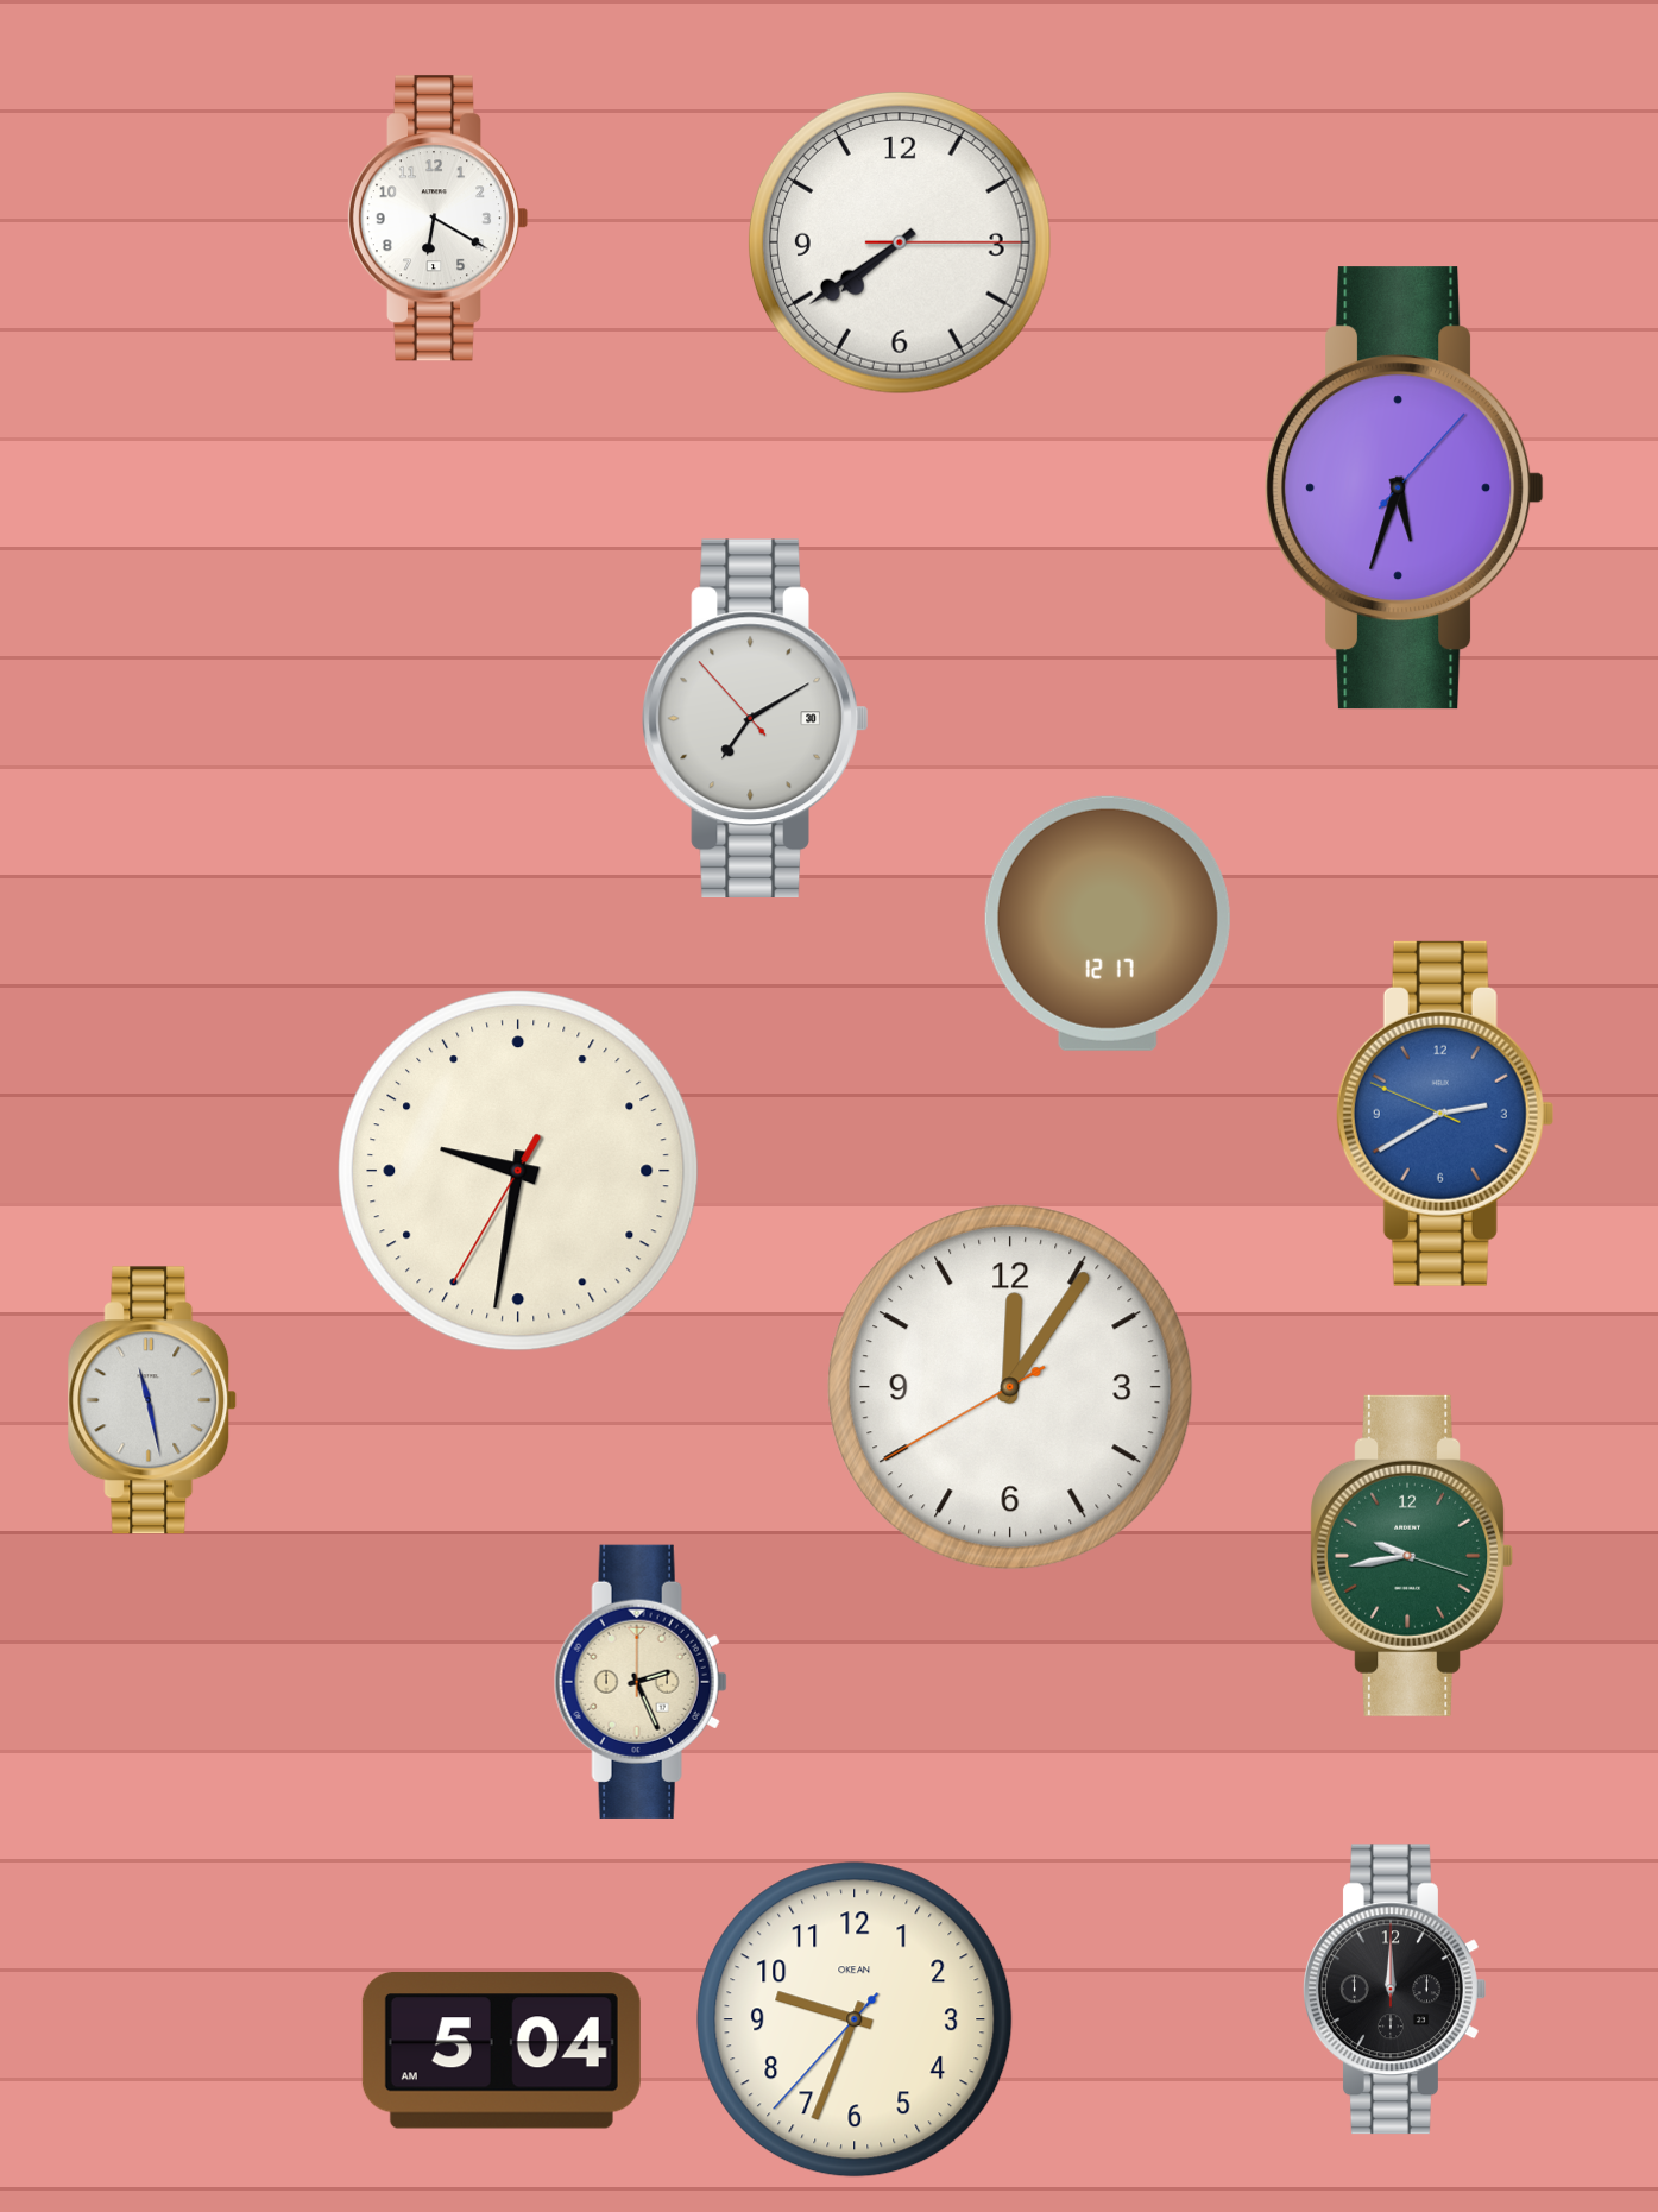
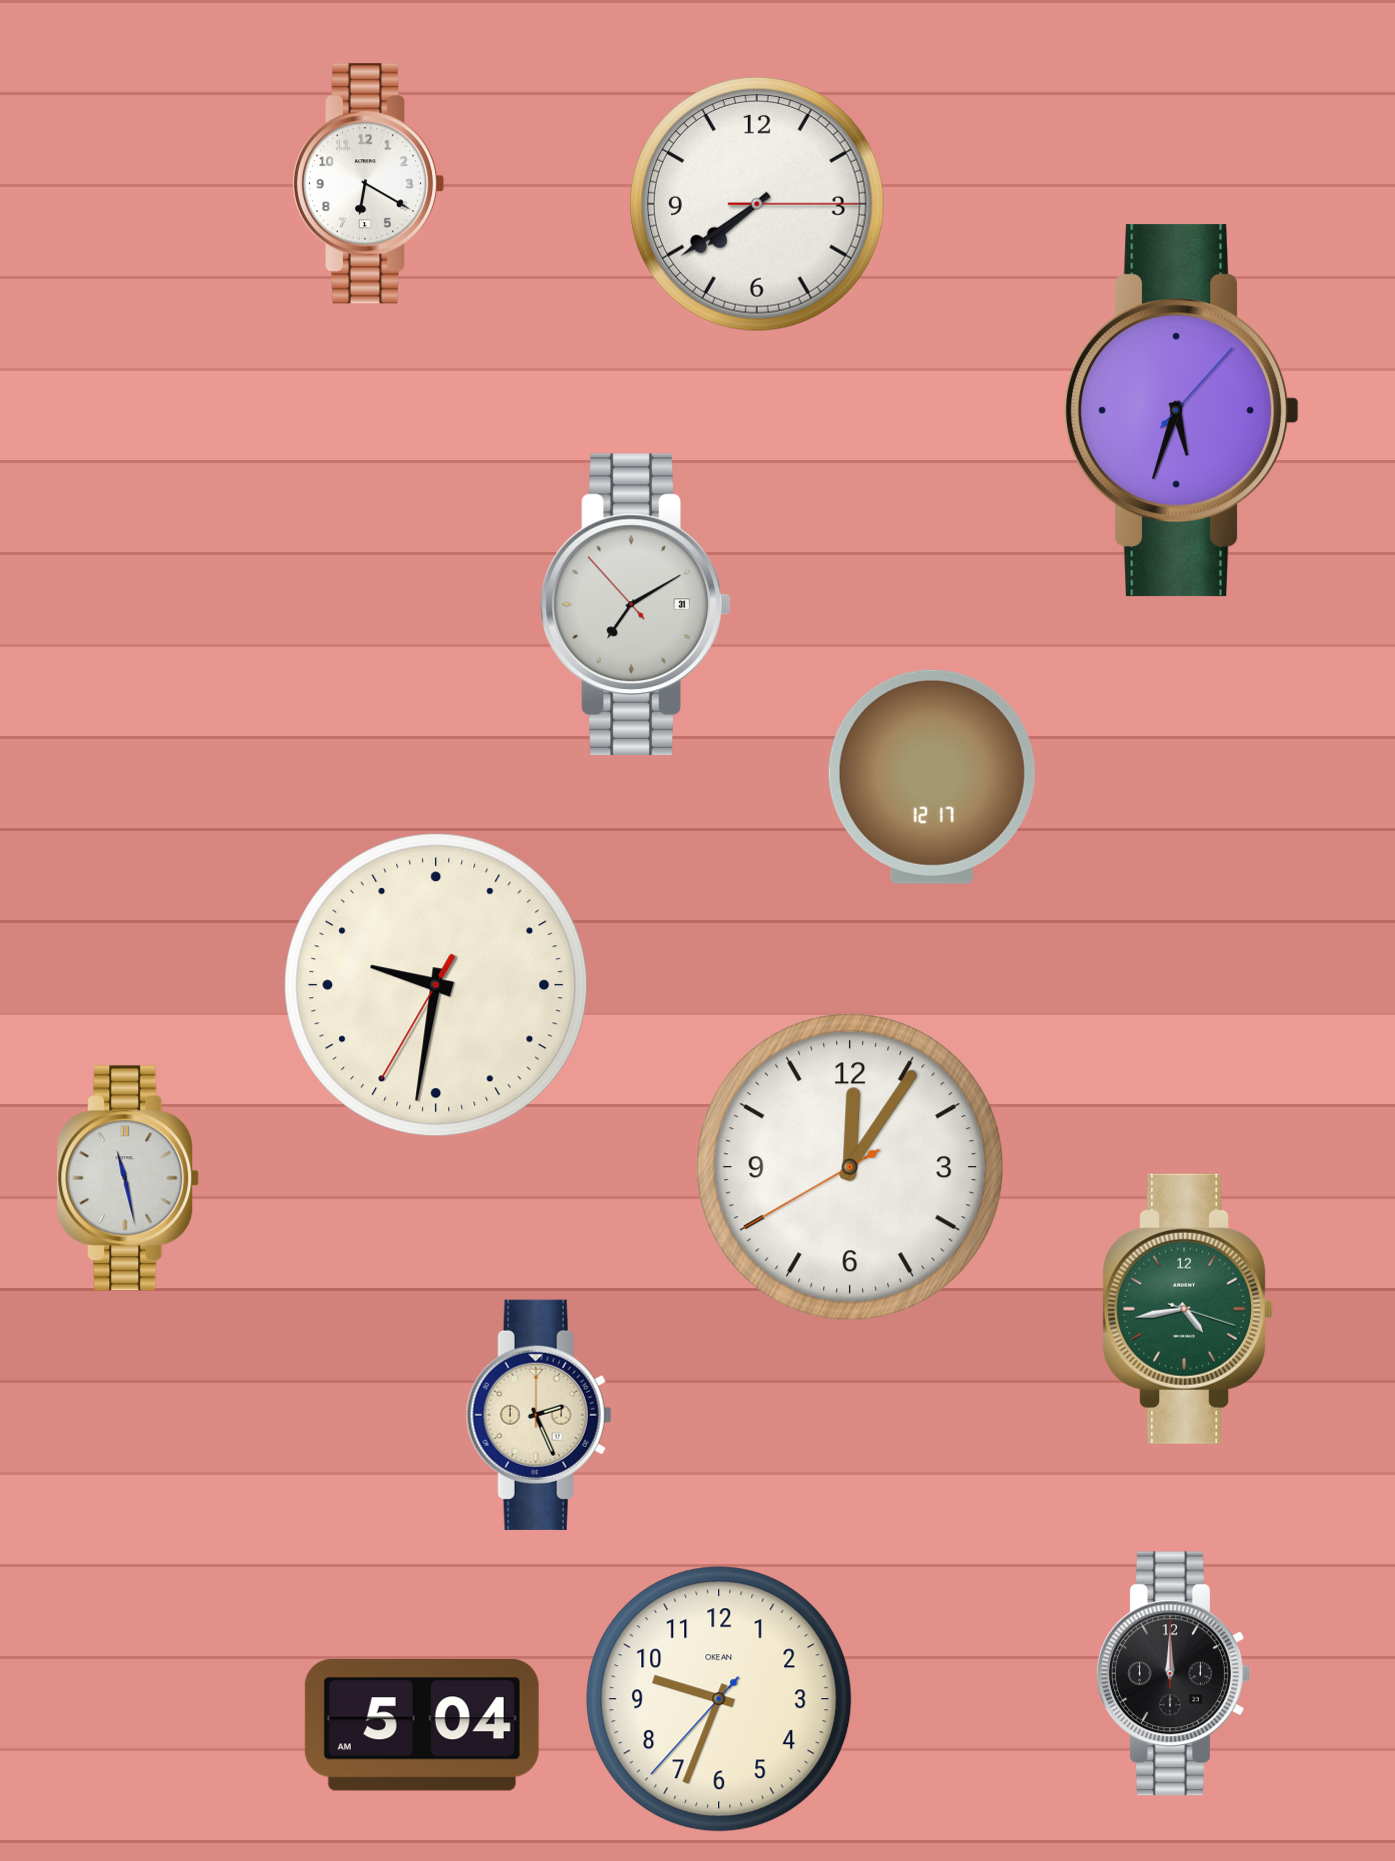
clock at (756, 718) date: 30 -> 31
clock at (1445, 1114): 2:39 -> none
clock at (1412, 1556): 9:43 -> 4:43
